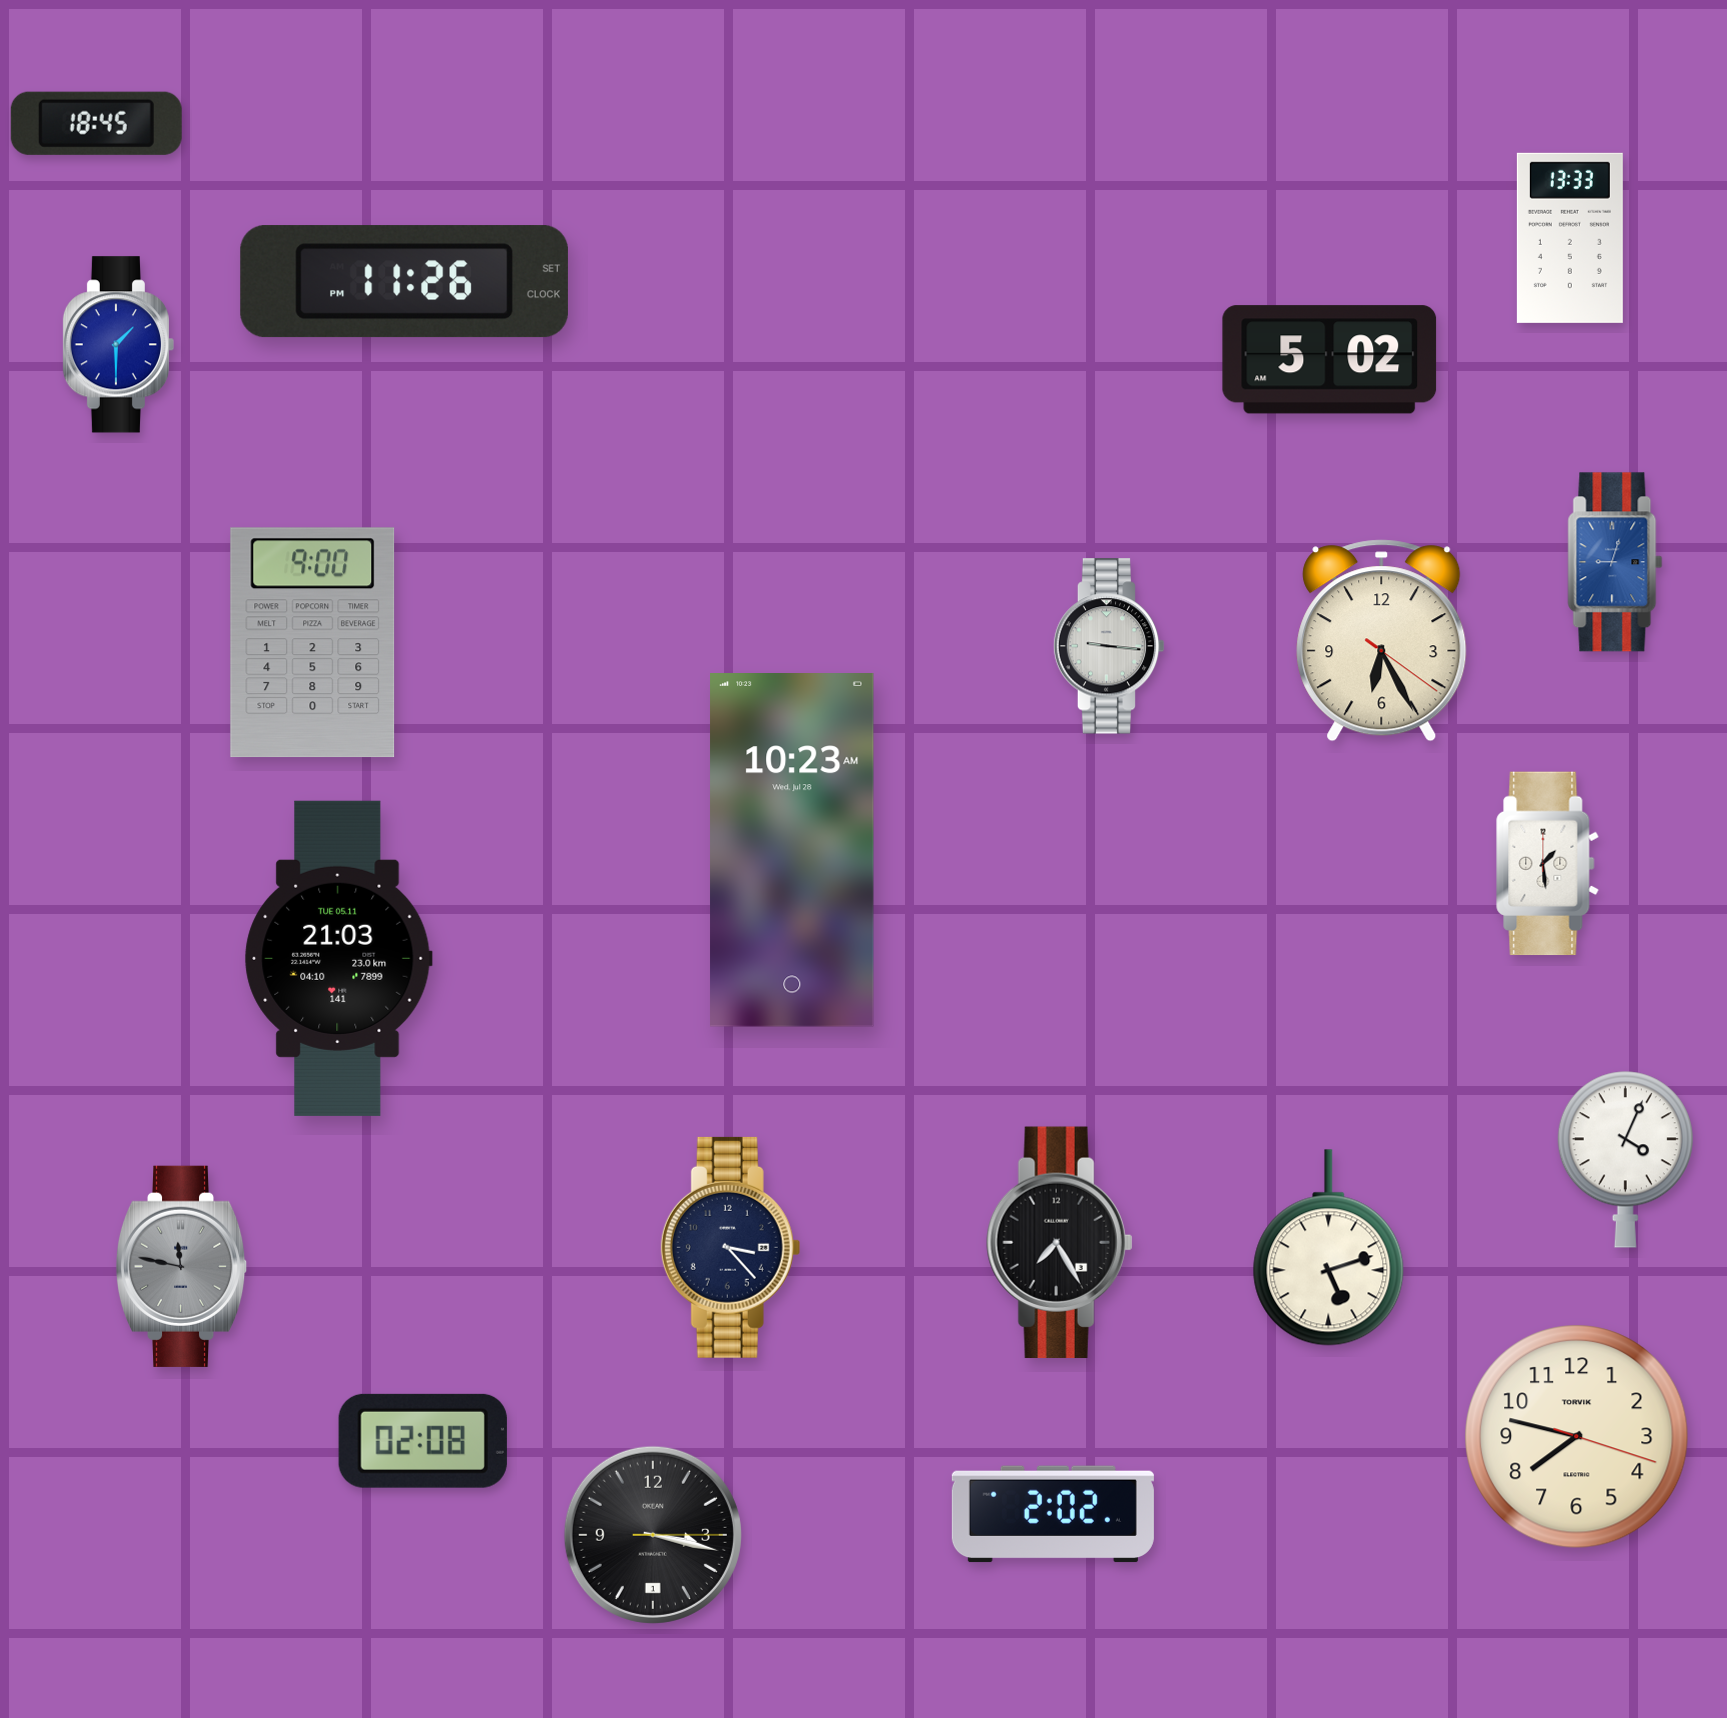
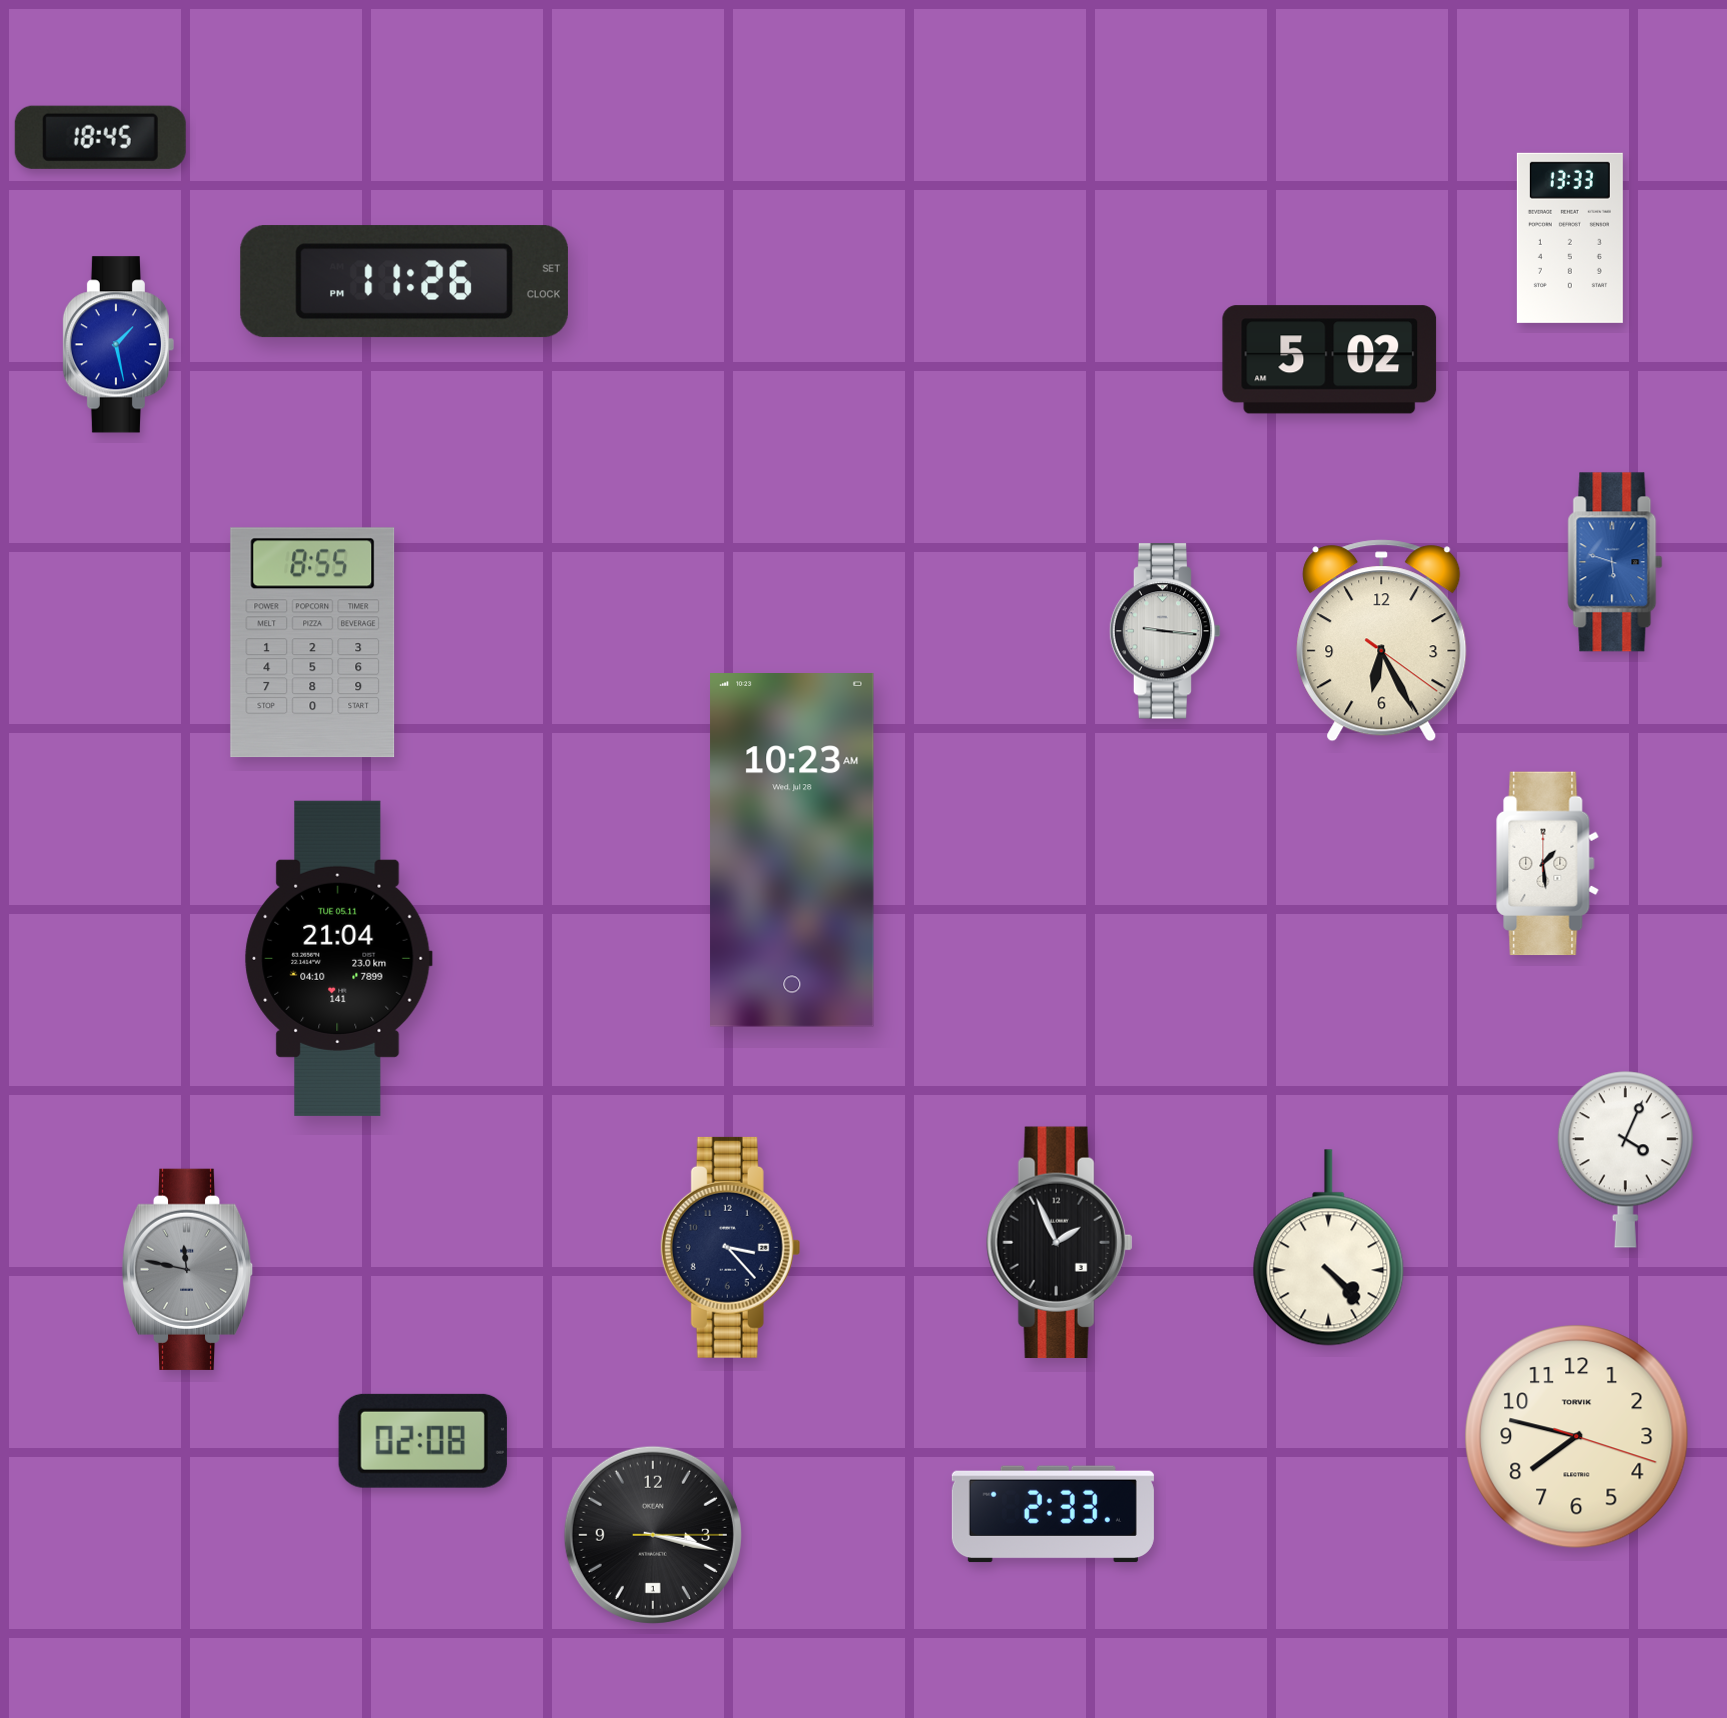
clock at (96, 123) position: (96, 123) -> (100, 137)
clock at (118, 345): 1:30 -> 1:28
clock at (1615, 562): 9:03 -> 5:48
clock at (313, 643): 9:00 -> 8:55
clock at (1109, 646) position: (1109, 646) -> (1165, 631)
clock at (339, 958): 21:03 -> 21:04
clock at (1060, 1243): 7:25 -> 1:56
clock at (1329, 1248): 5:12 -> 4:23
clock at (182, 1266) position: (182, 1266) -> (188, 1269)
clock at (1053, 1514): 2:02 -> 2:33
